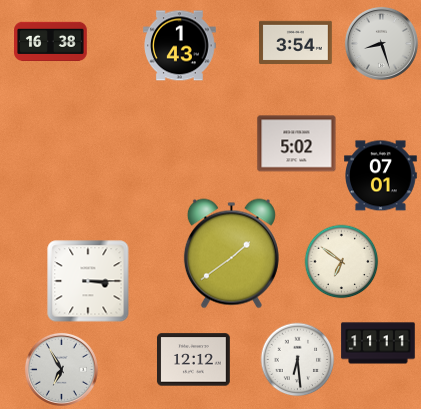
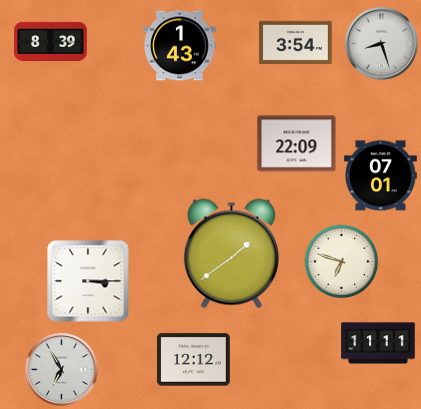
clock at (51, 41): 16:38 -> 8:39
clock at (297, 144): 5:02 -> 22:09
clock at (342, 262): 6:51 -> 6:48
clock at (298, 360): 6:29 -> none
